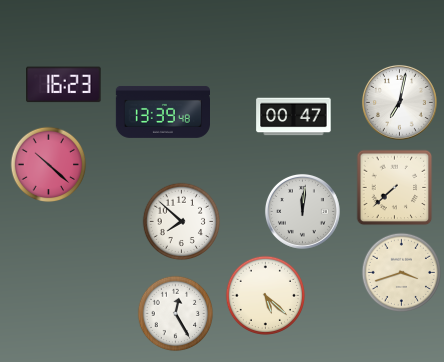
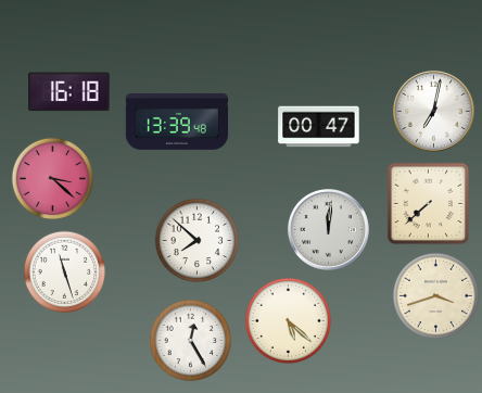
clock at (64, 85): 16:23 -> 16:18
clock at (49, 165): 10:22 -> 3:22
clock at (65, 272): none -> 11:27
